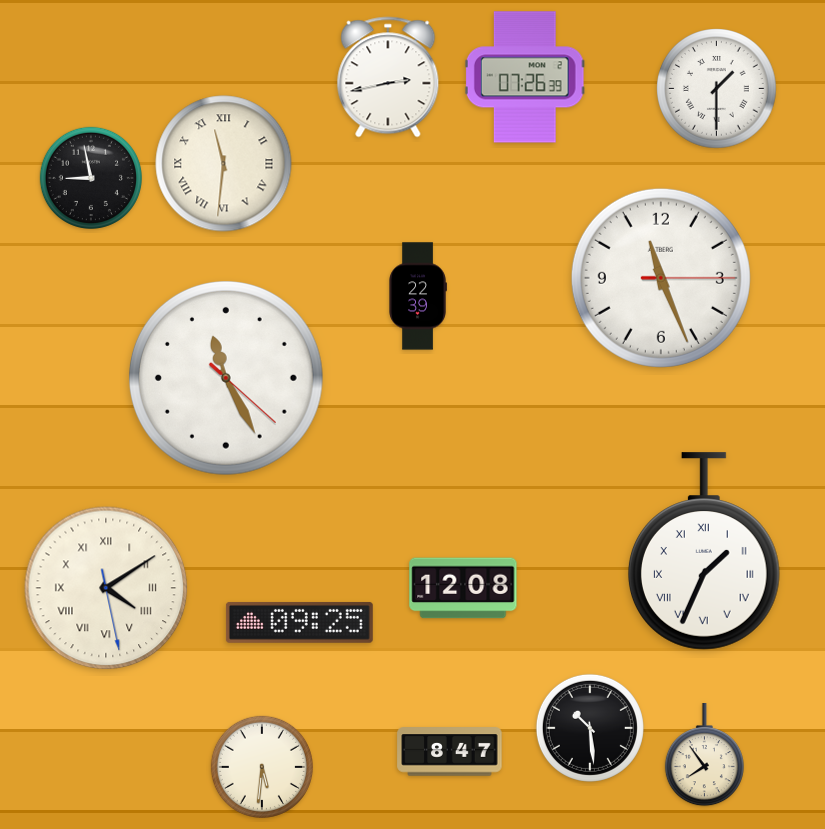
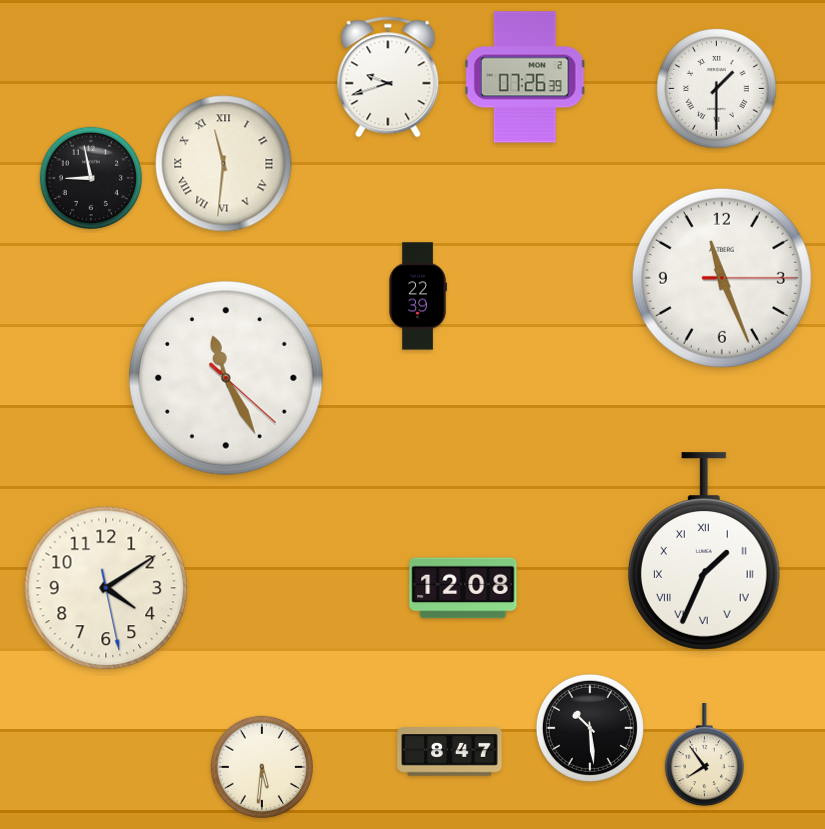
clock at (388, 77): 2:43 -> 9:42
clock at (661, 278) position: (661, 278) -> (722, 278)
clock at (106, 588) numerals: Roman -> Arabic
clock at (299, 622): 09:25 -> none
